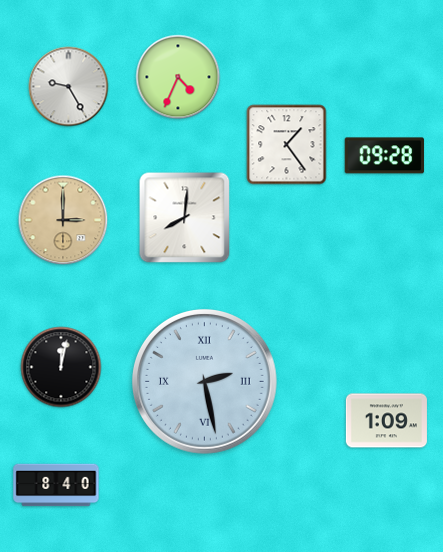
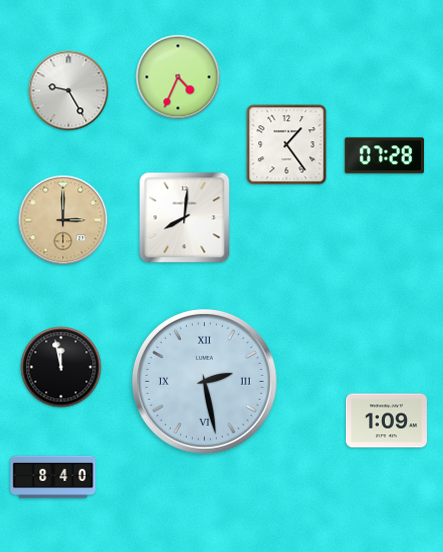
clock at (69, 87) position: (69, 87) -> (69, 91)
clock at (384, 156): 09:28 -> 07:28
clock at (61, 367): 12:02 -> 11:58
clock at (56, 485) position: (56, 485) -> (53, 477)
